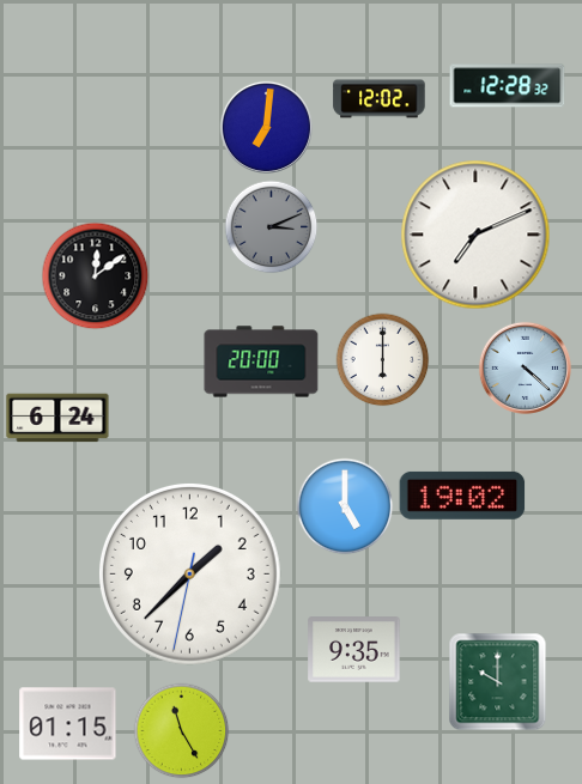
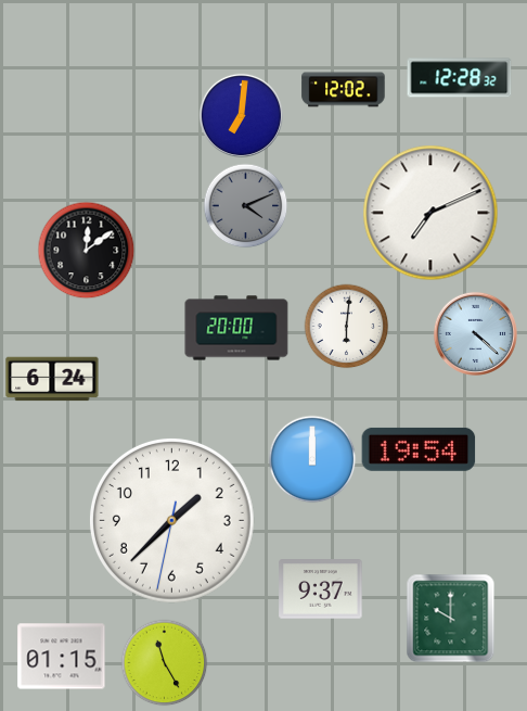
clock at (271, 226): 3:11 -> 4:11
clock at (382, 359): 6:00 -> 6:01
clock at (462, 496): 19:02 -> 19:54
clock at (345, 506): 5:00 -> 12:00
clock at (354, 650): 9:35 -> 9:37
